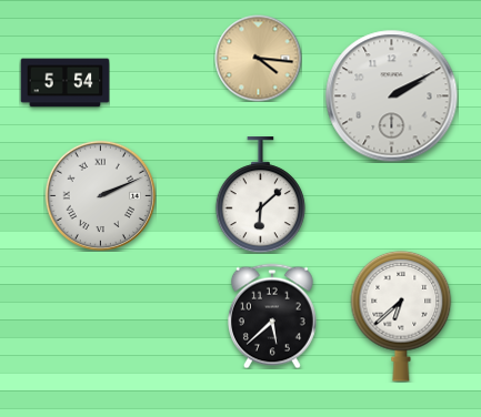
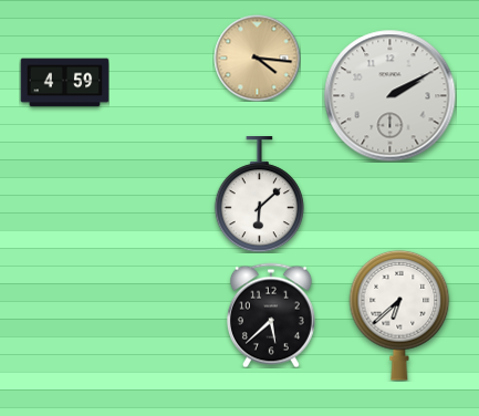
clock at (64, 83): 5:54 -> 4:59
clock at (100, 195): 2:11 -> none
